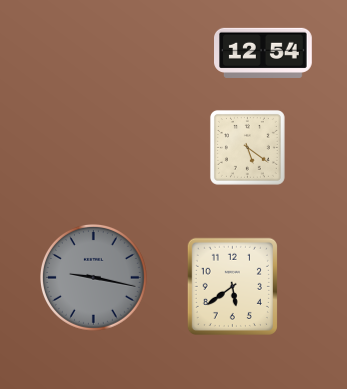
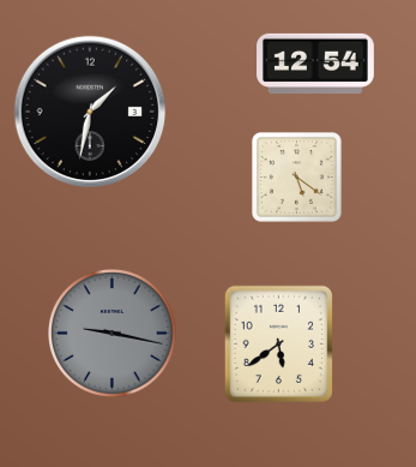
clock at (90, 112): none -> 1:32
